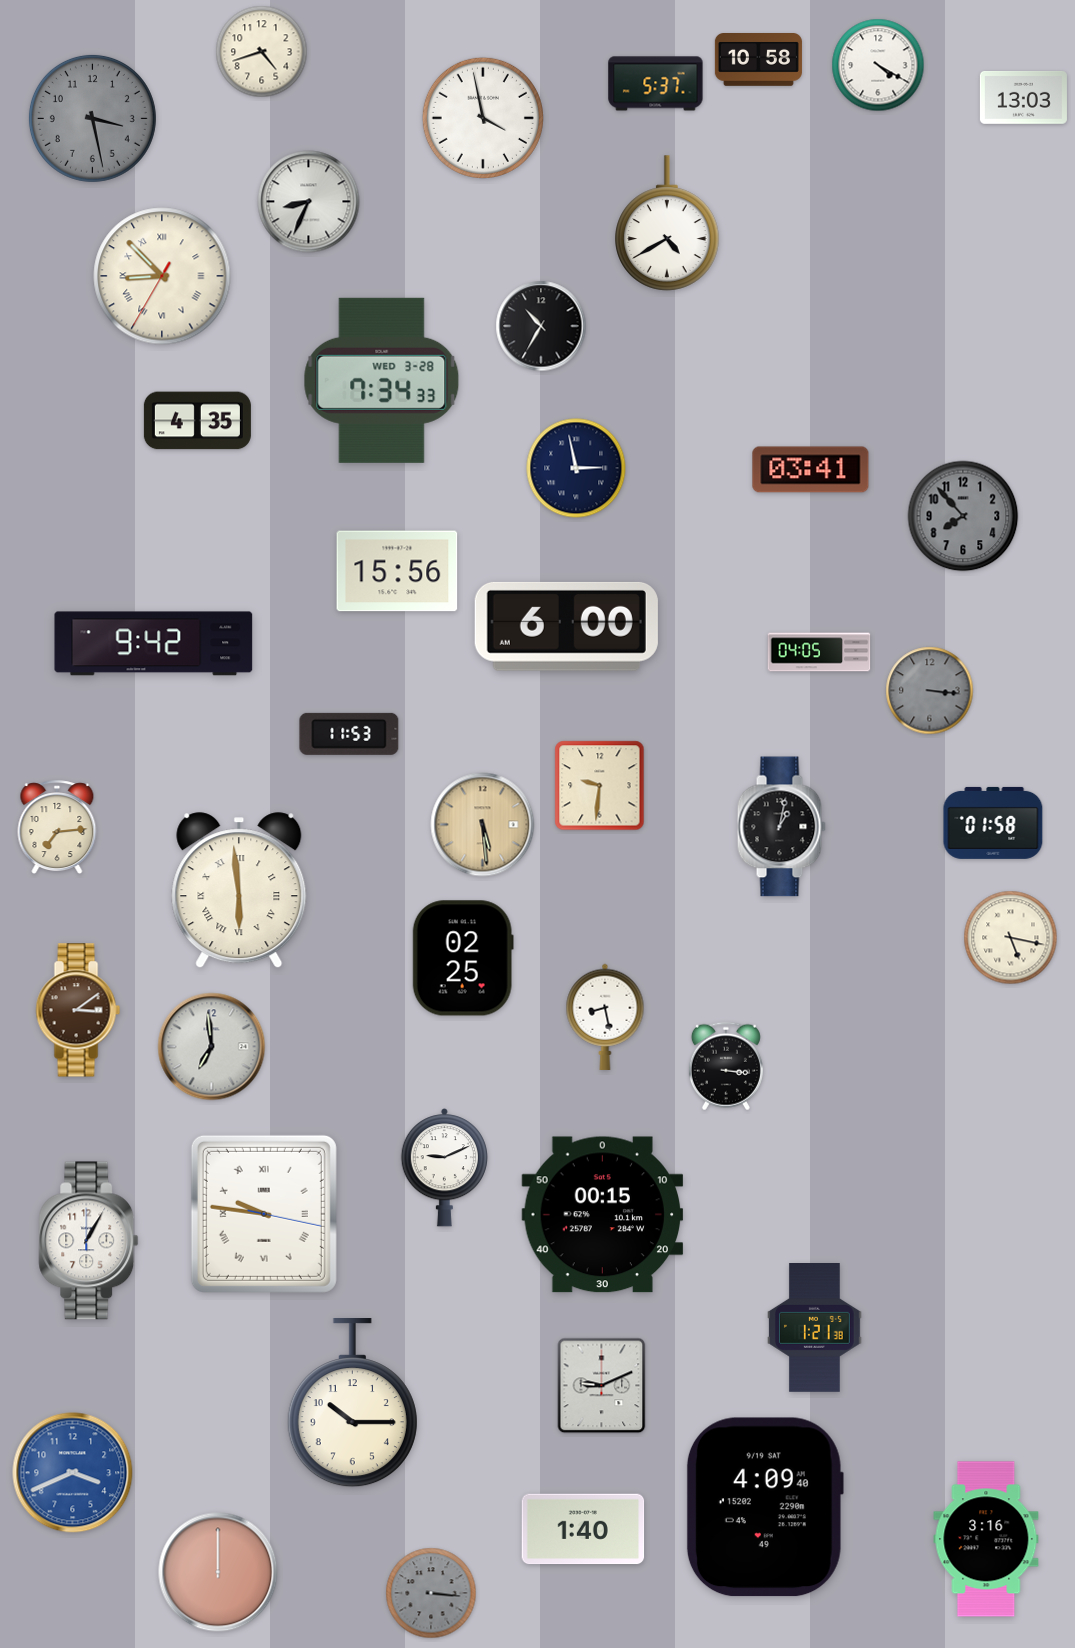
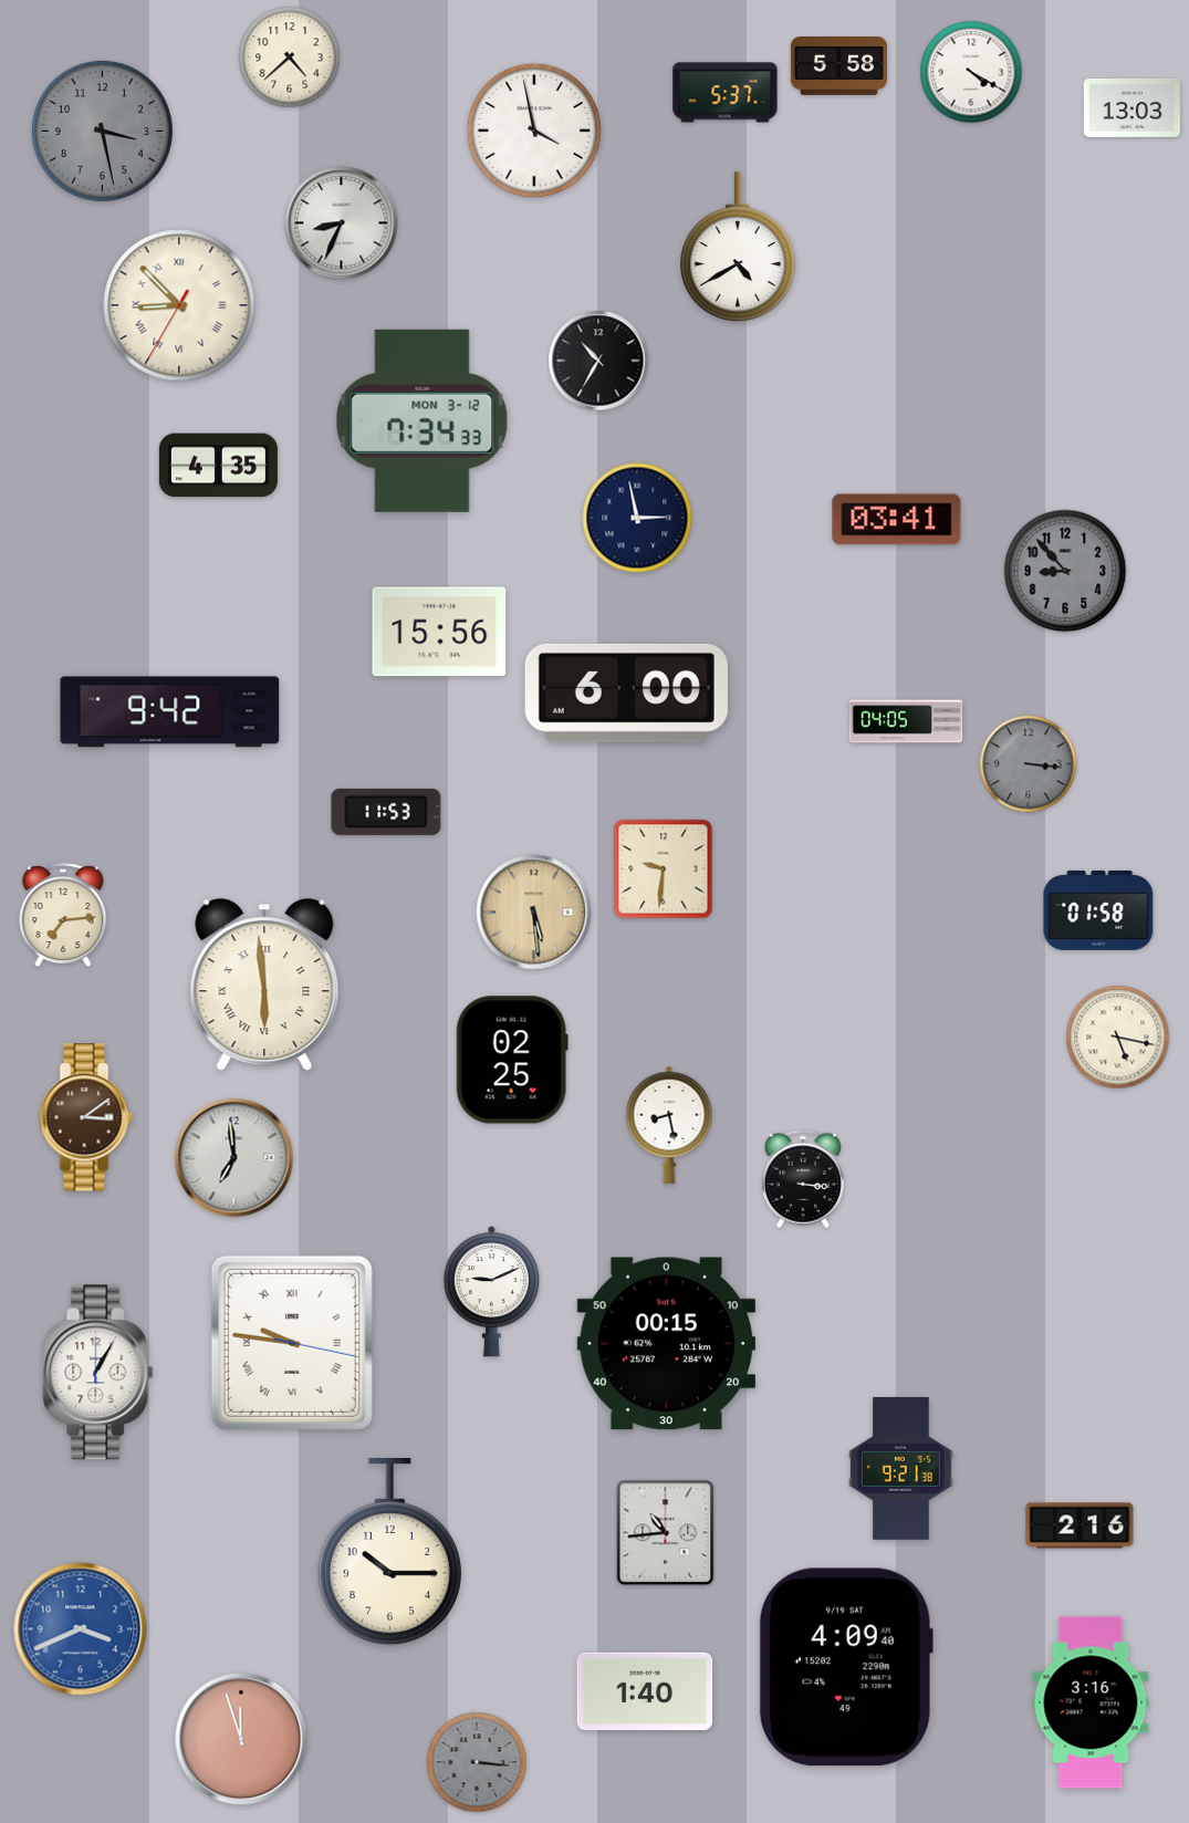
clock at (262, 52): 4:42 -> 4:38
clock at (758, 60): 10:58 -> 5:58
clock at (382, 380) date: WED 3-28 -> MON 3-12
clock at (963, 516): 7:53 -> 8:53
clock at (781, 827): 1:02 -> none
clock at (815, 1328): 1:21 -> 9:21
clock at (1080, 1525): none -> 2:16
clock at (602, 1386): 9:11 -> 10:44
clock at (218, 1572): 12:00 -> 11:57
